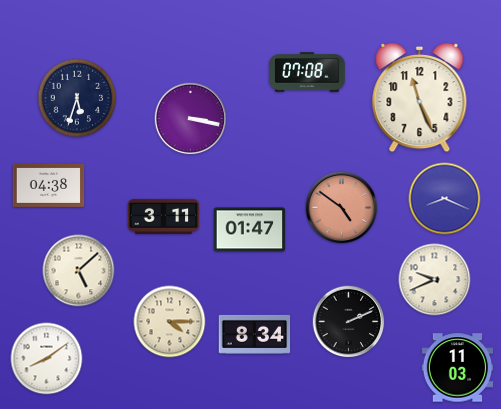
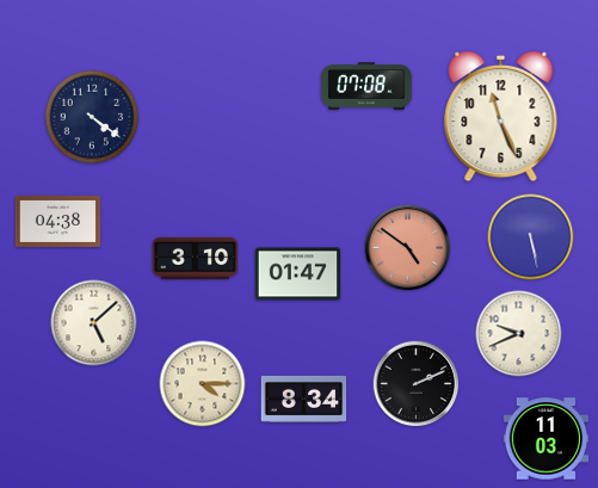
clock at (77, 98): 5:33 -> 4:21
clock at (191, 119): 3:17 -> none
clock at (445, 199): 8:19 -> 5:28
clock at (164, 216): 3:11 -> 3:10
clock at (47, 359): 8:09 -> none
